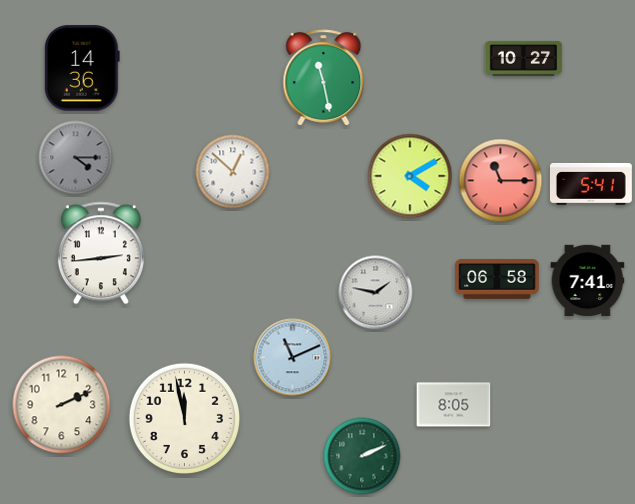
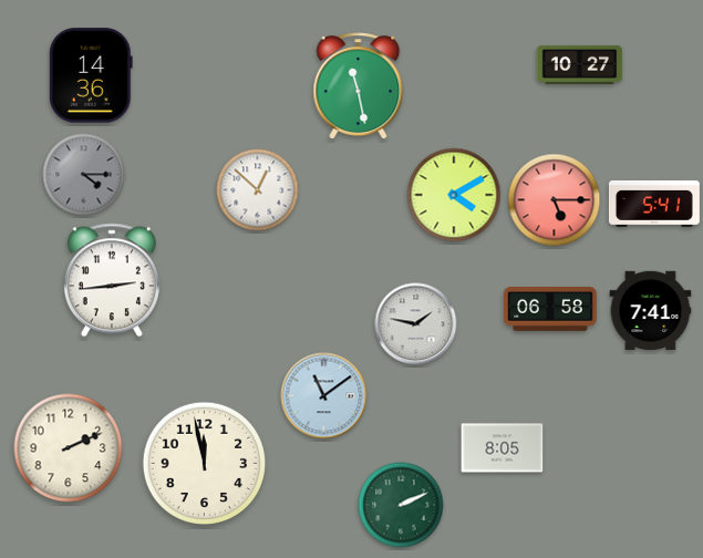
clock at (501, 181): 11:15 -> 5:15
clock at (293, 358): 11:11 -> 11:09
